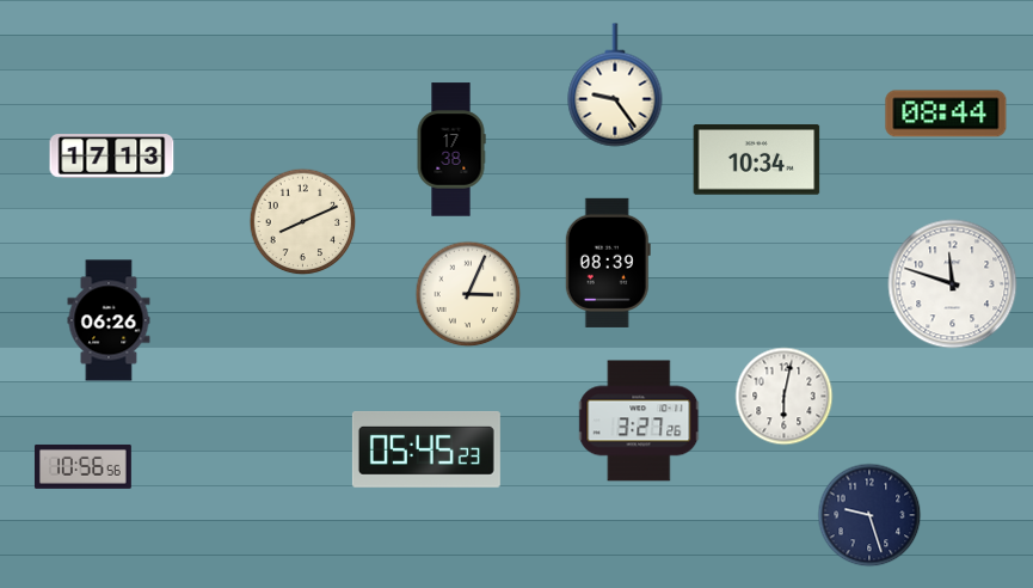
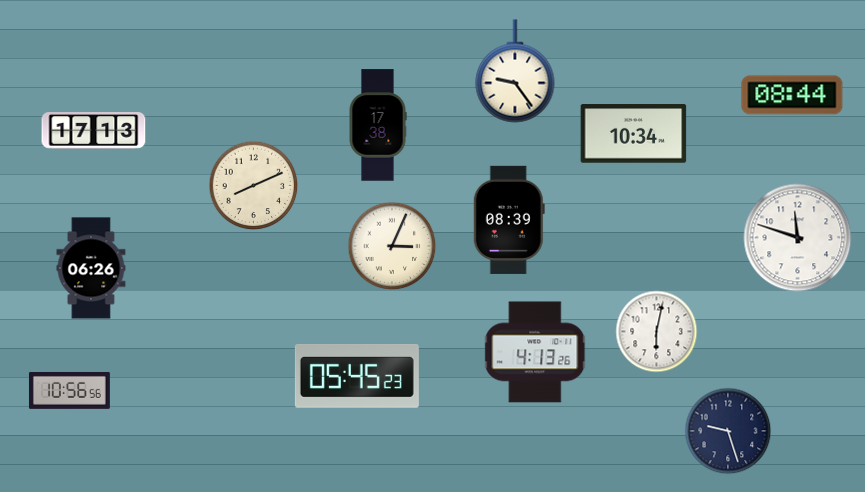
clock at (640, 421): 3:27 -> 4:13
